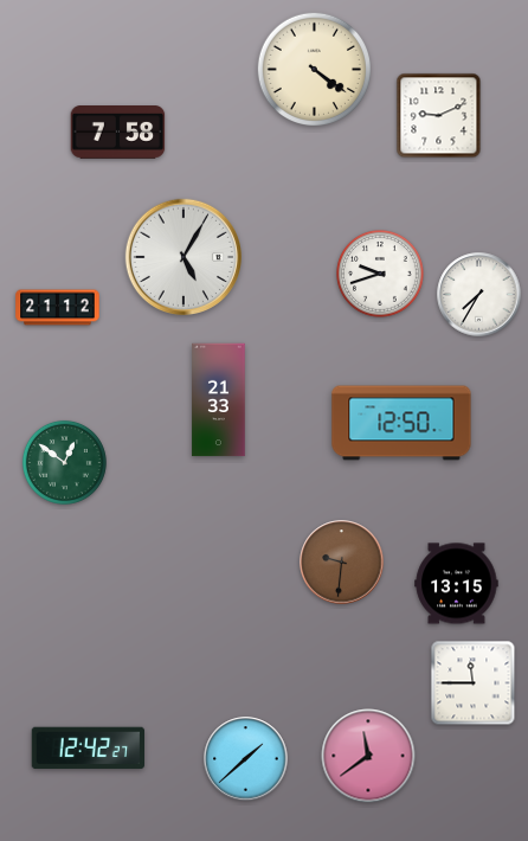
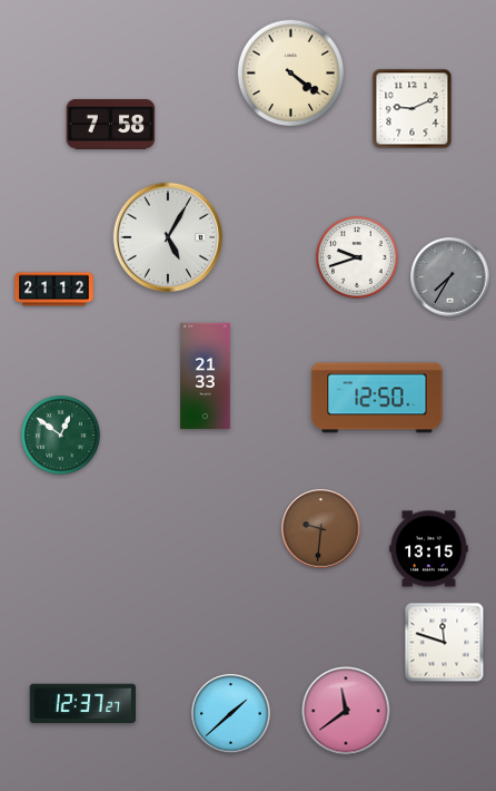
clock at (314, 69) position: (314, 69) -> (290, 72)
clock at (182, 256) position: (182, 256) -> (167, 236)
clock at (479, 295) dial: white -> grey
clock at (474, 683): 11:45 -> 11:48
clock at (89, 749): 12:42 -> 12:37
